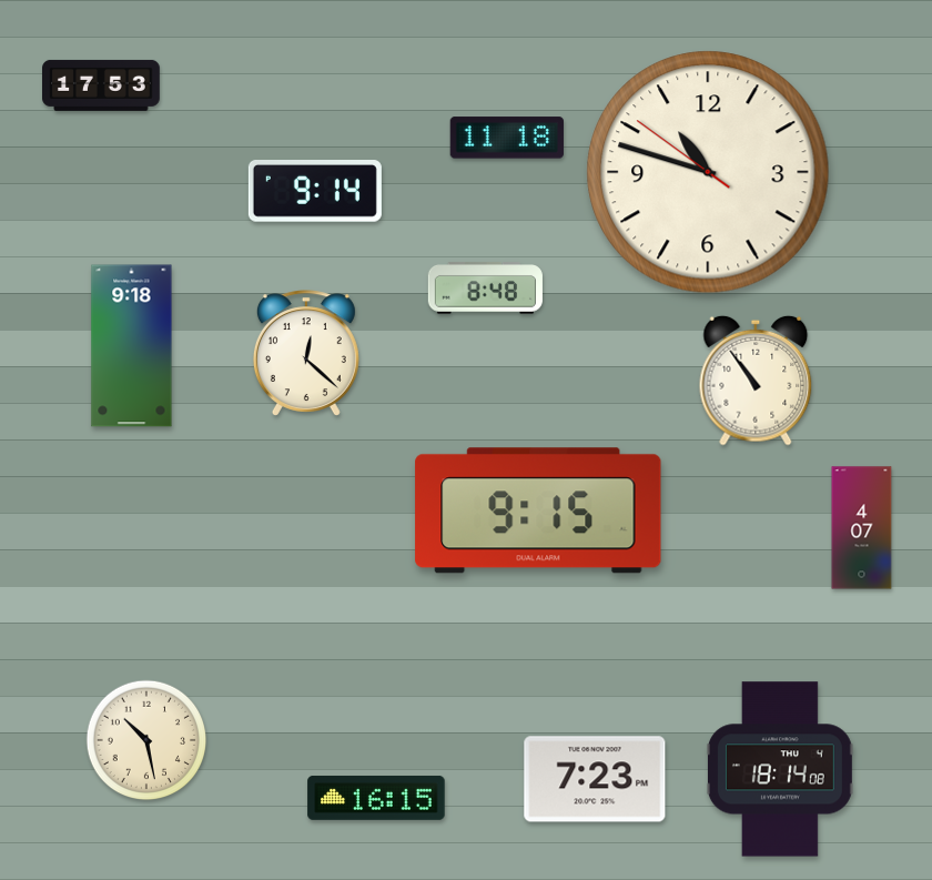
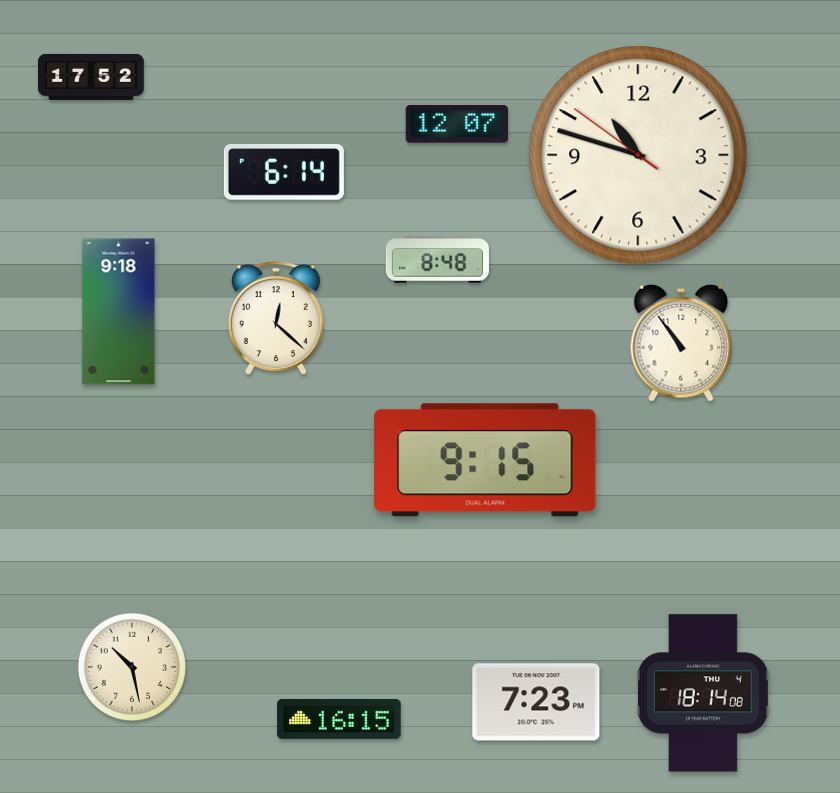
clock at (102, 85): 17:53 -> 17:52
clock at (507, 138): 11:18 -> 12:07
clock at (315, 192): 9:14 -> 6:14
clock at (862, 528): 4:07 -> none
